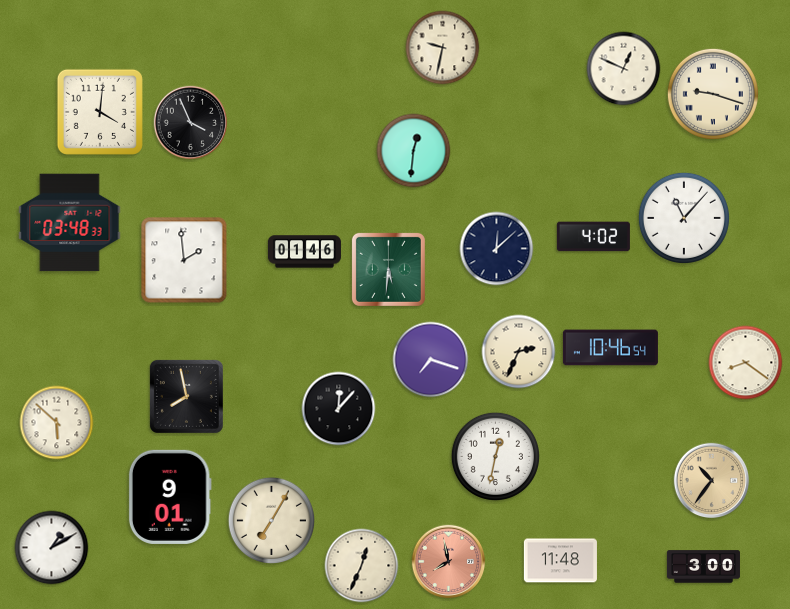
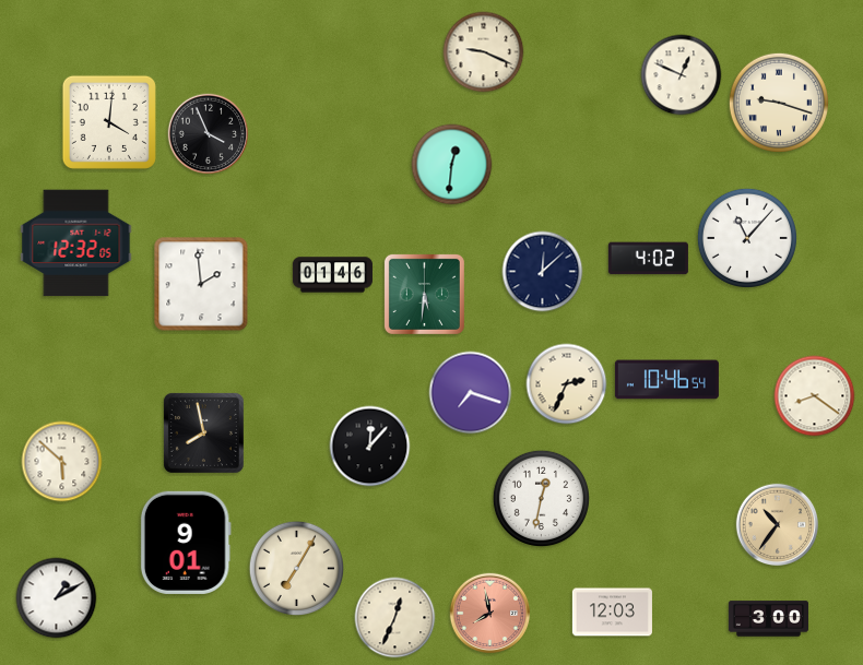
clock at (443, 48): 9:32 -> 9:19
clock at (70, 223): 03:48 -> 12:32
clock at (560, 561): 11:48 -> 12:03
